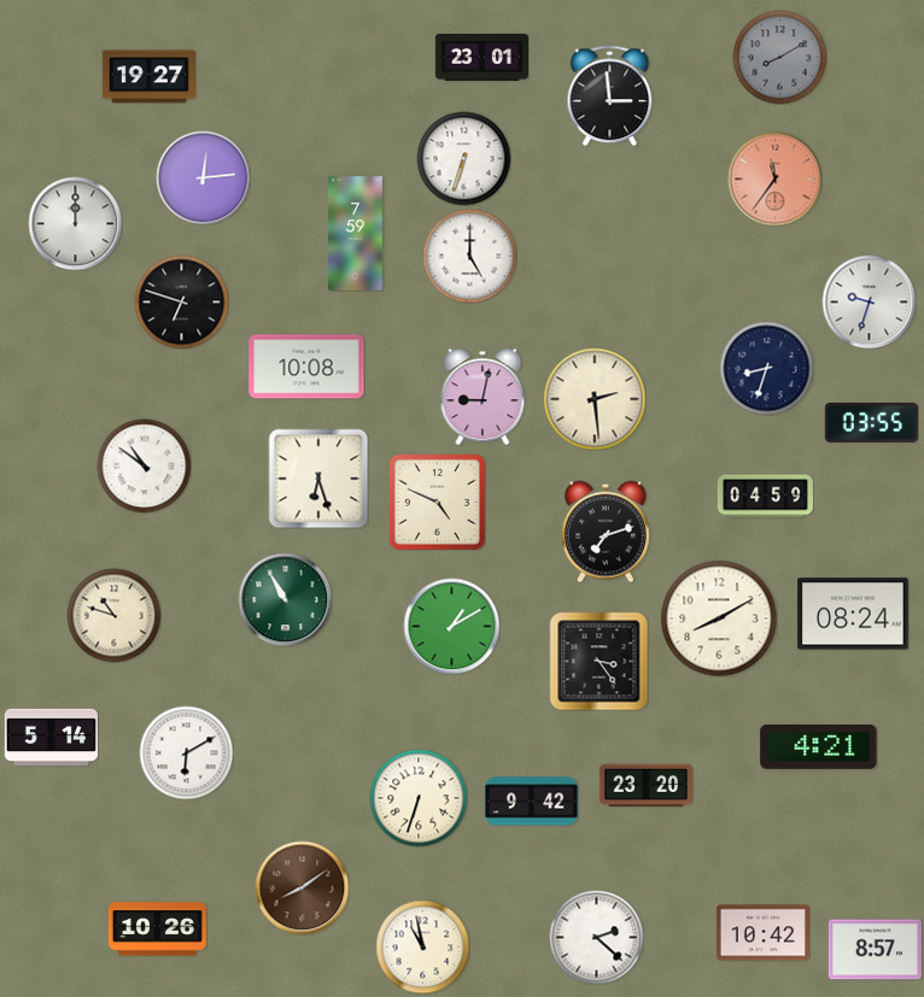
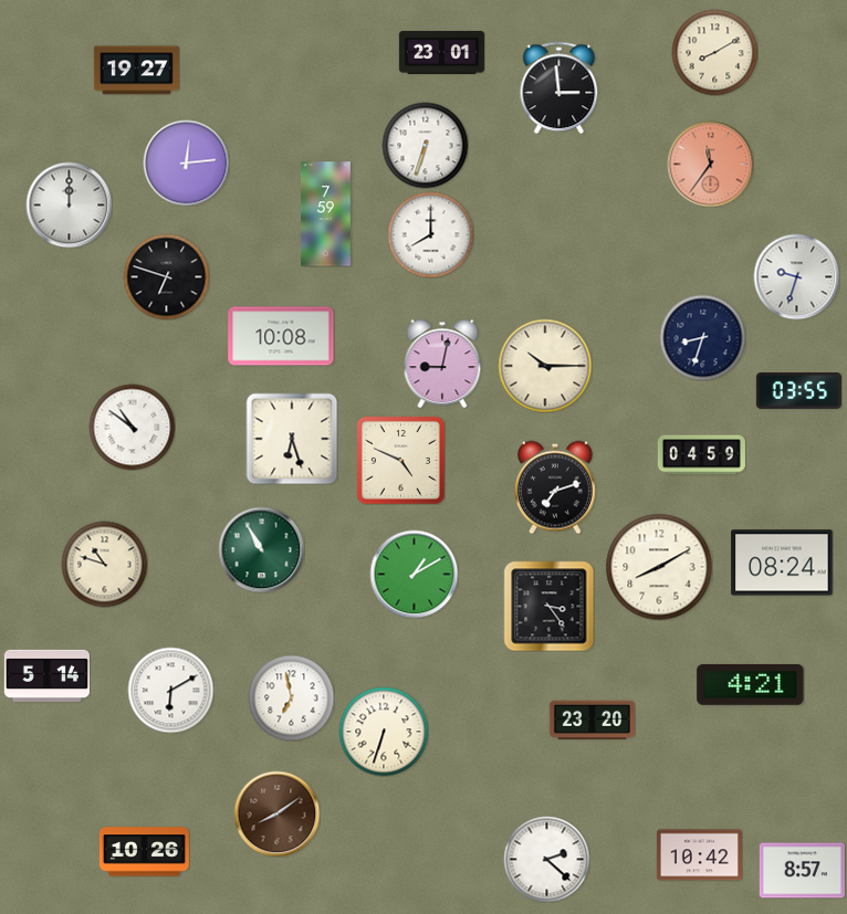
clock at (779, 57) dial: grey -> cream
clock at (469, 256): 5:00 -> 8:00
clock at (595, 399): 2:29 -> 10:15
clock at (871, 423) position: (871, 423) -> (798, 391)
clock at (291, 697): none -> 6:58
clock at (531, 802): 9:42 -> none
clock at (422, 946): 10:58 -> none
